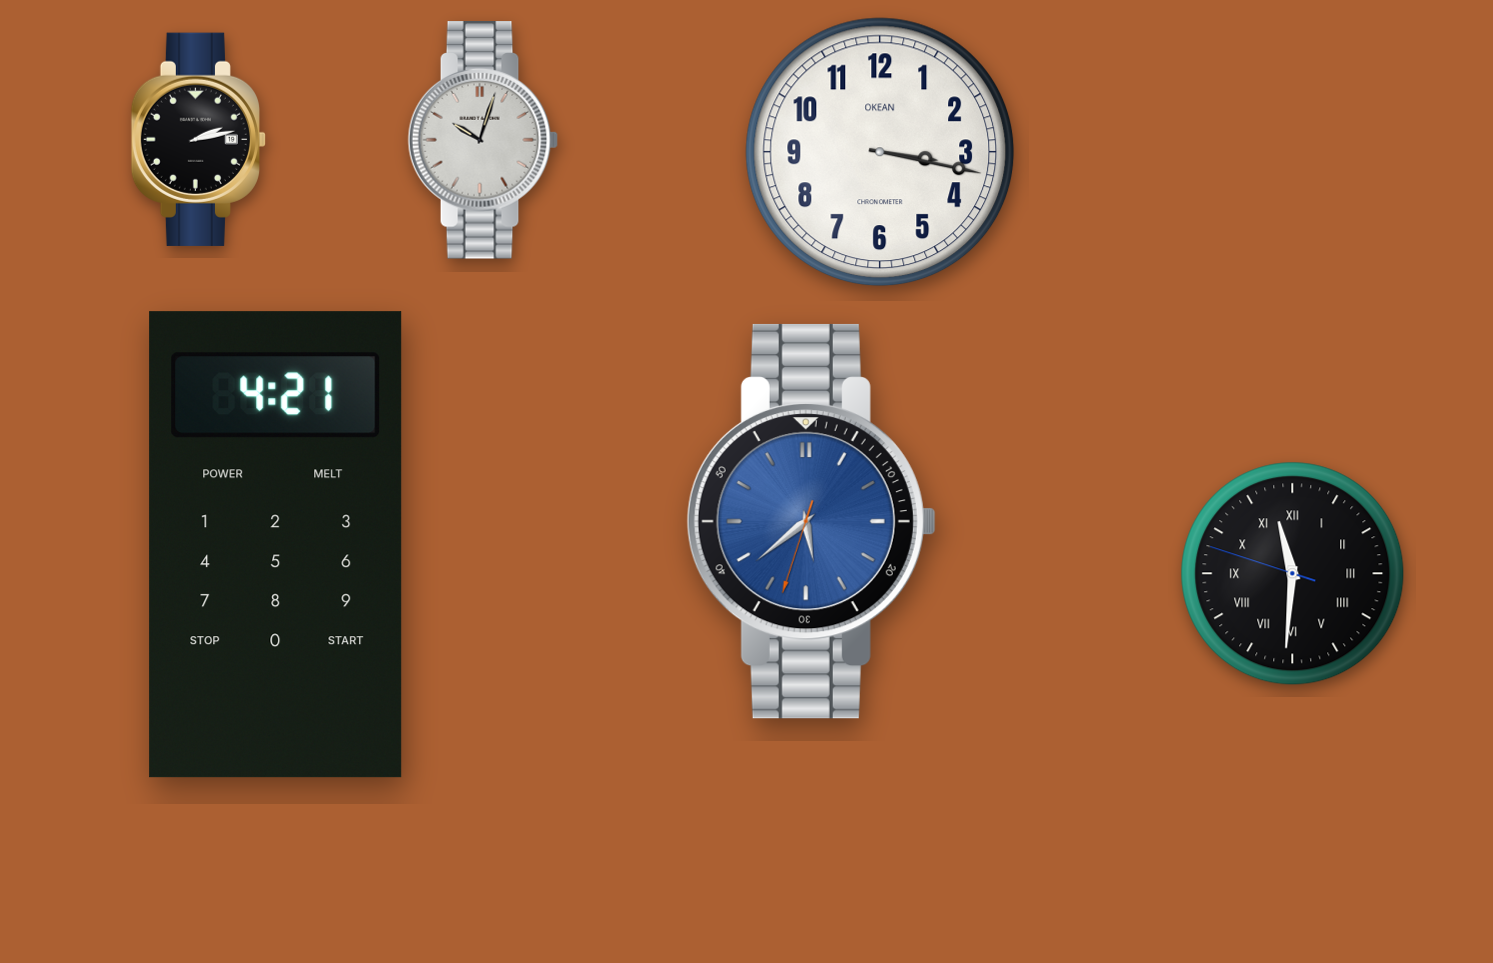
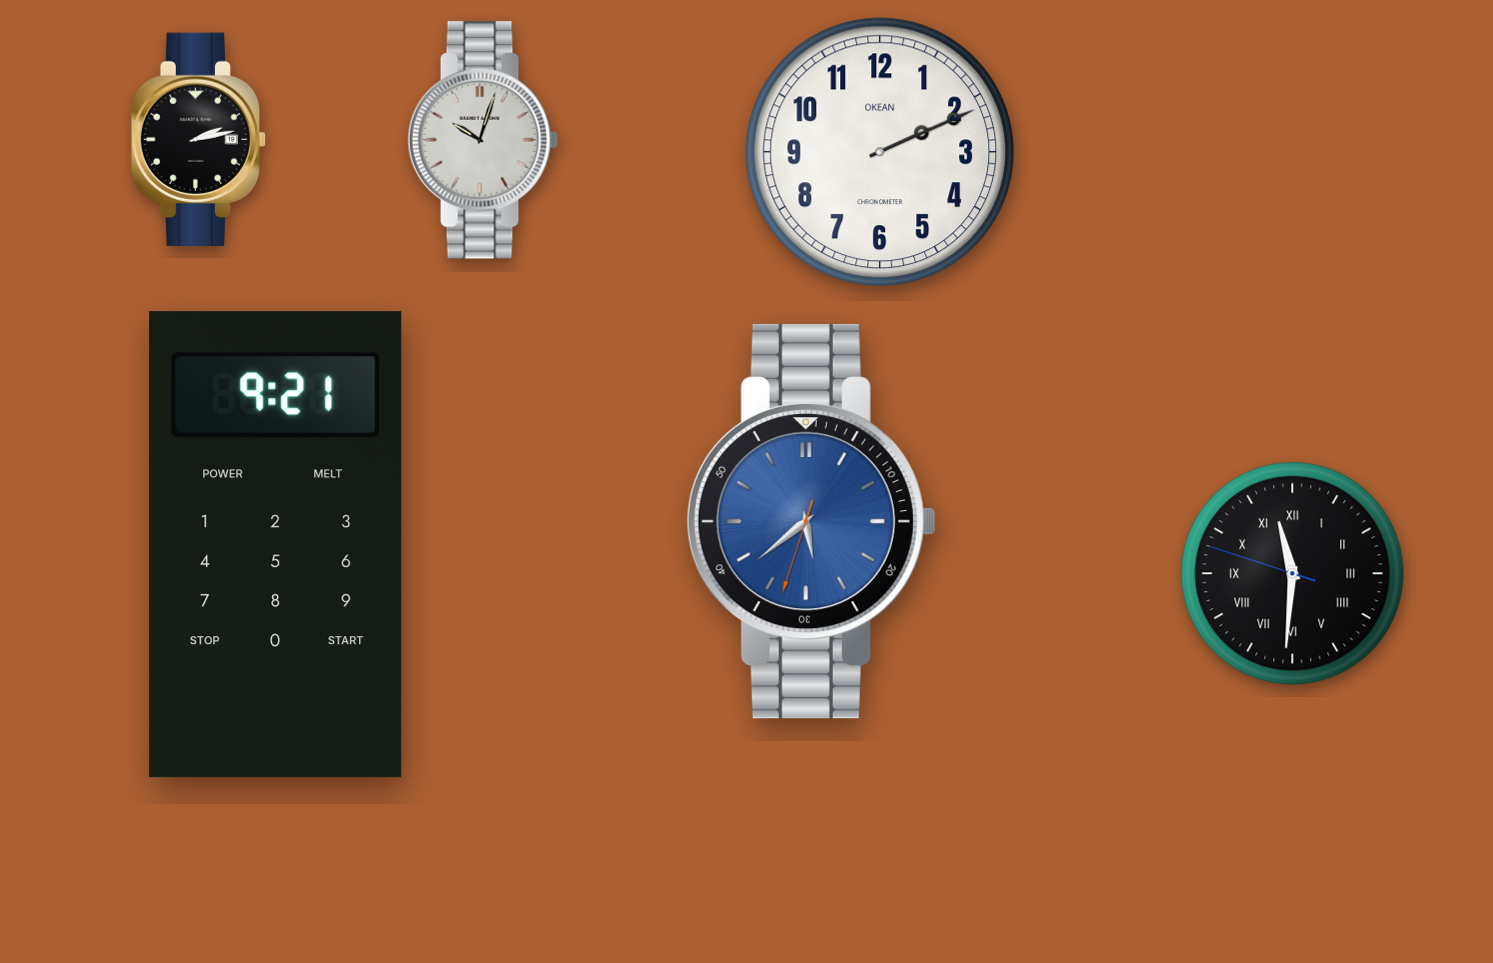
clock at (880, 152): 3:17 -> 2:11
clock at (276, 545): 4:21 -> 9:21
